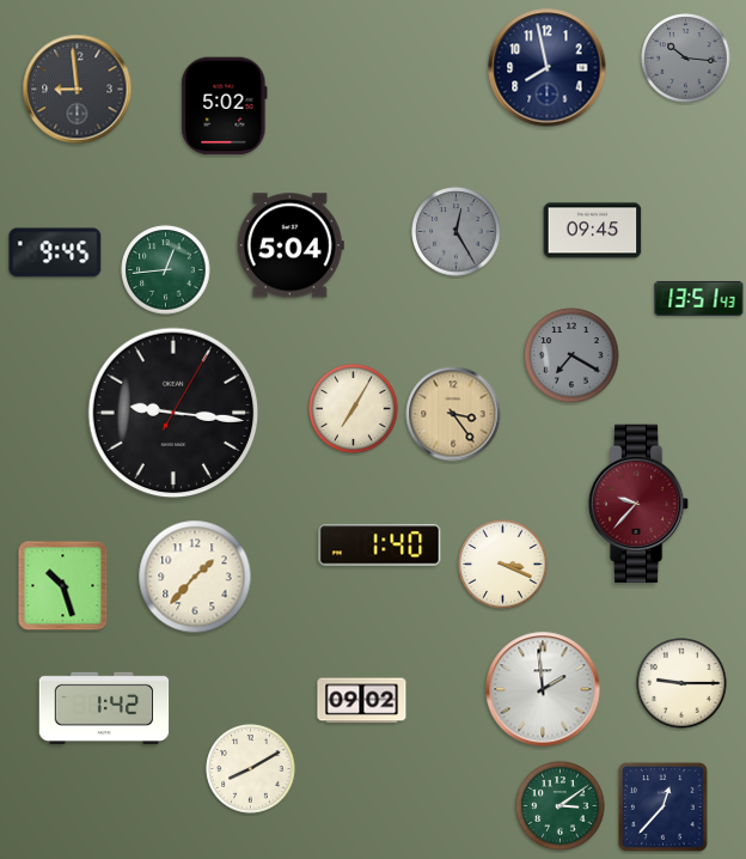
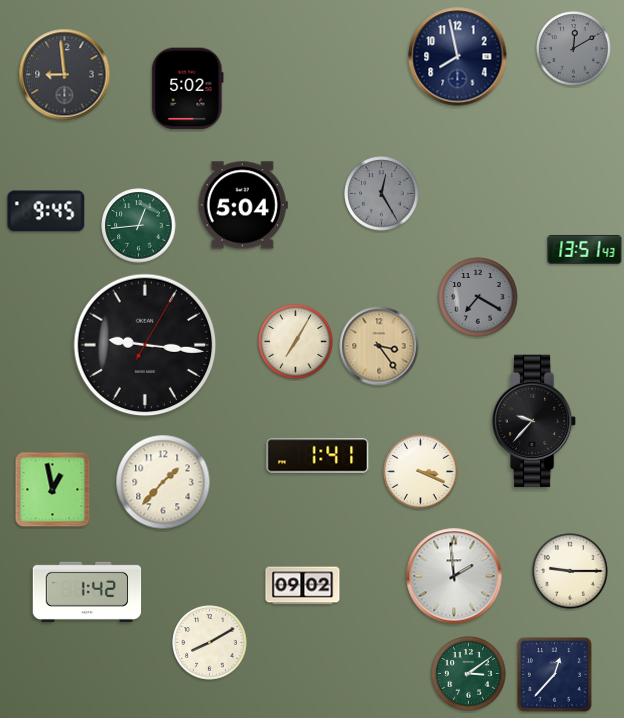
clock at (686, 59): 10:16 -> 12:10
clock at (593, 231): 09:45 -> none
clock at (638, 504) dial: burgundy -> black
clock at (380, 546): 1:40 -> 1:41
clock at (63, 586): 10:27 -> 12:58
